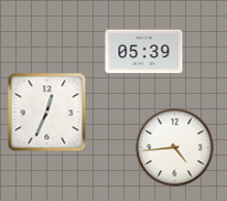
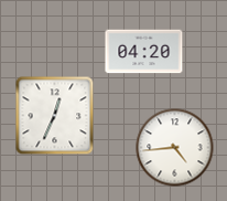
clock at (144, 52): 05:39 -> 04:20
clock at (47, 113) position: (47, 113) -> (55, 116)
